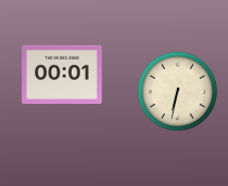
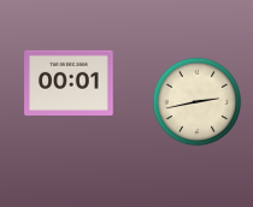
clock at (178, 92): 6:32 -> 2:43
